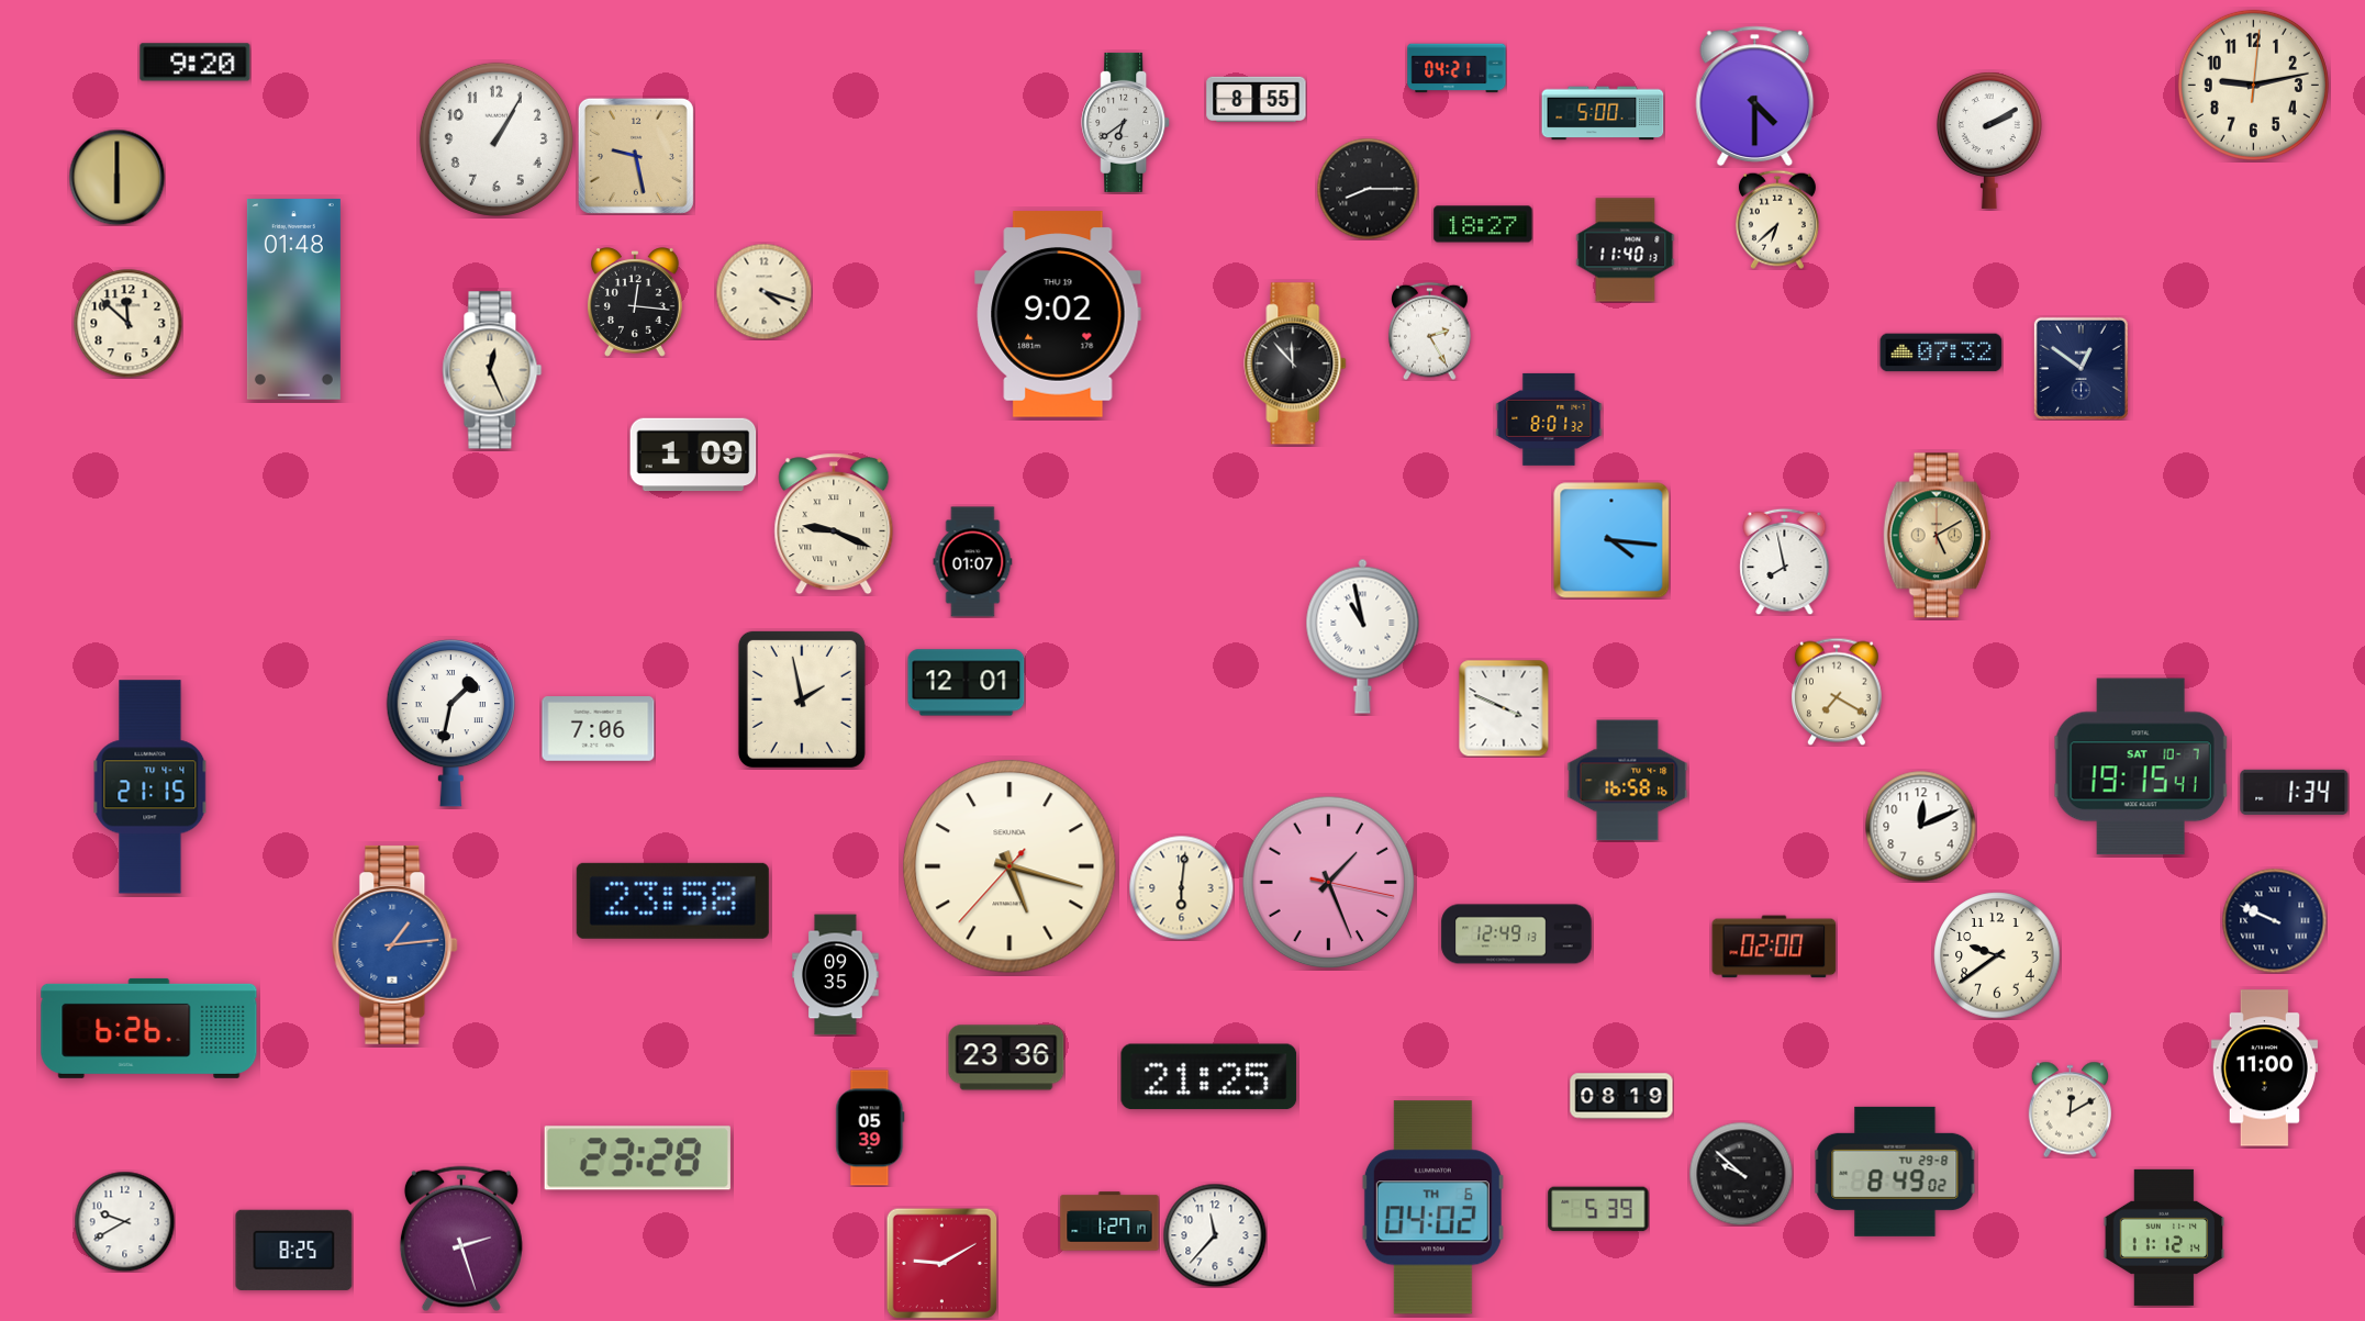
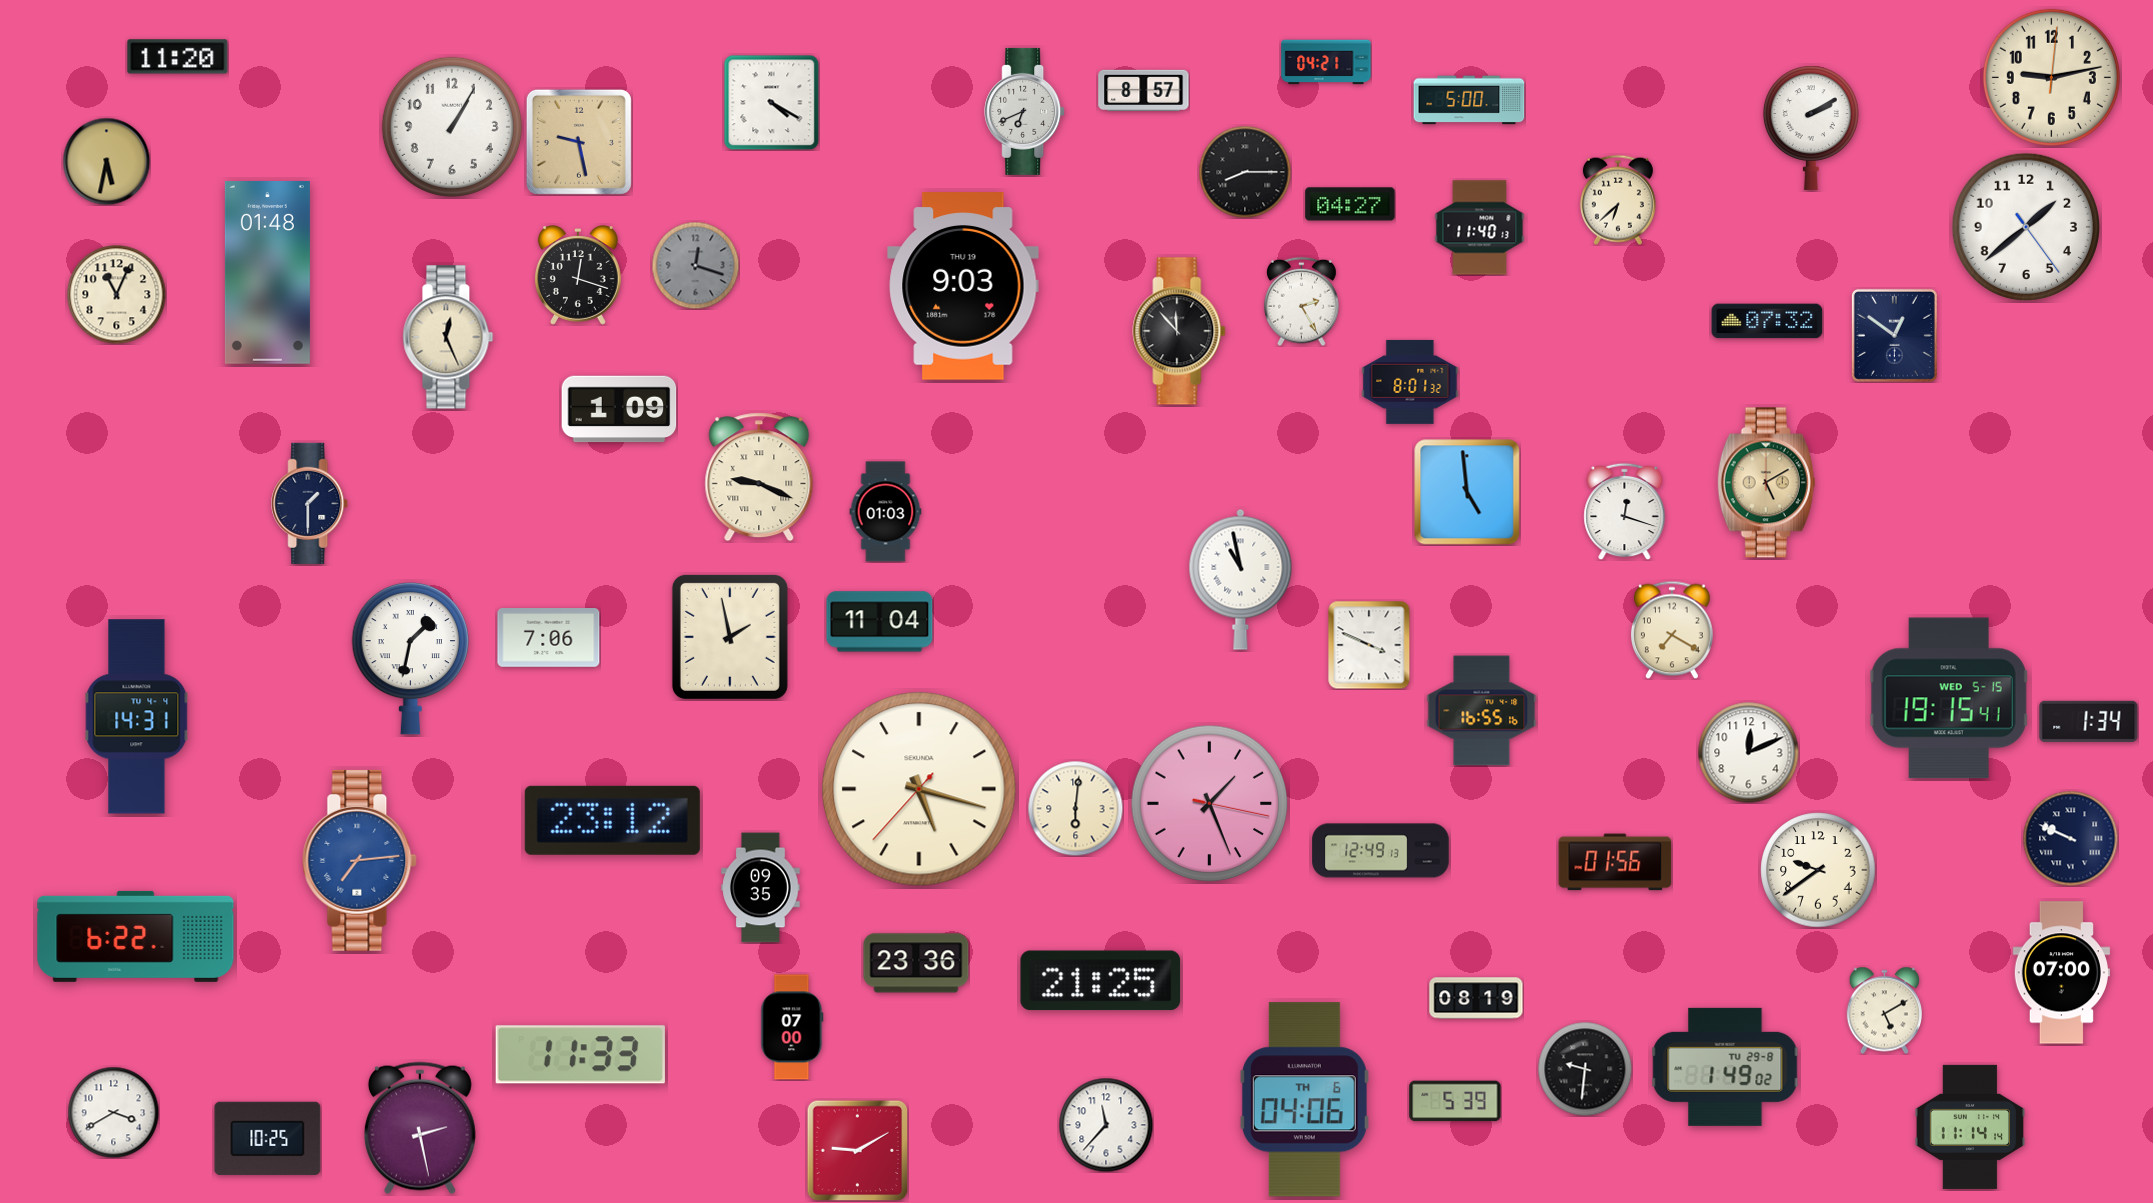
clock at (196, 63): 9:20 -> 11:20
clock at (1755, 97): 4:30 -> none
clock at (1257, 99): 8:55 -> 8:57
clock at (771, 102): none -> 4:20
clock at (1603, 113) position: (1603, 113) -> (1469, 100)
clock at (1126, 122): 6:39 -> 6:41
clock at (116, 177): 6:00 -> 5:32
clock at (1483, 224): 18:27 -> 04:27
clock at (2025, 226): none -> 1:38
clock at (763, 291): 4:18 -> 12:18
clock at (763, 291) dial: cream -> grey
clock at (635, 302): 12:16 -> 12:18
clock at (1058, 314): 9:02 -> 9:03
clock at (129, 324): 11:52 -> 11:04
clock at (693, 455) position: (693, 455) -> (619, 409)
clock at (1937, 536) position: (1937, 536) -> (1766, 483)
clock at (1611, 540): 4:16 -> 4:59
clock at (310, 503): none -> 1:30
clock at (1785, 561): 7:58 -> 12:18
clock at (973, 562): 01:07 -> 01:03
clock at (967, 683): 12:01 -> 11:04
clock at (599, 729) position: (599, 729) -> (549, 638)
clock at (2141, 766) date: SAT 10-7 -> WED 5-15
clock at (1628, 781): 16:58 -> 16:55
clock at (150, 787): 21:15 -> 14:31
clock at (672, 900): 23:58 -> 23:12
clock at (395, 944): 1:14 -> 7:14
clock at (1774, 947): 02:00 -> 01:56
clock at (149, 1028): 6:26 -> 6:22
clock at (2264, 1068): 11:00 -> 07:00
clock at (2070, 1109): 12:10 -> 5:10
clock at (870, 1128): 05:39 -> 07:00
clock at (637, 1158): 23:28 -> 11:33
clock at (1895, 1172): 8:49 -> 1:49
clock at (1741, 1174): 9:52 -> 9:31
clock at (1432, 1208): 04:02 -> 04:06
clock at (124, 1221): 9:40 -> 3:40
clock at (1109, 1221): 1:27 -> none
clock at (2164, 1238): 11:12 -> 11:14
clock at (461, 1239): 2:27 -> 2:28
clock at (294, 1250): 8:25 -> 10:25
